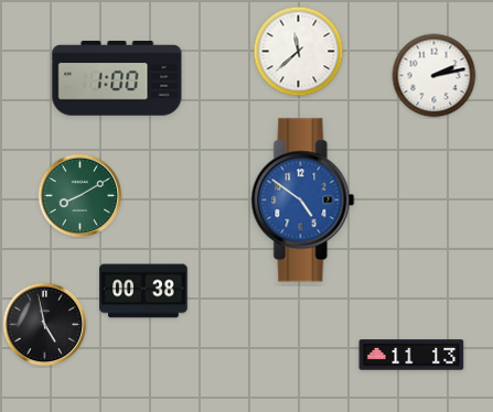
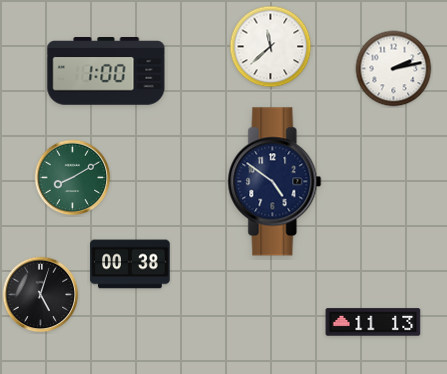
clock at (303, 200) dial: blue -> navy
clock at (45, 325): 4:58 -> 5:03
